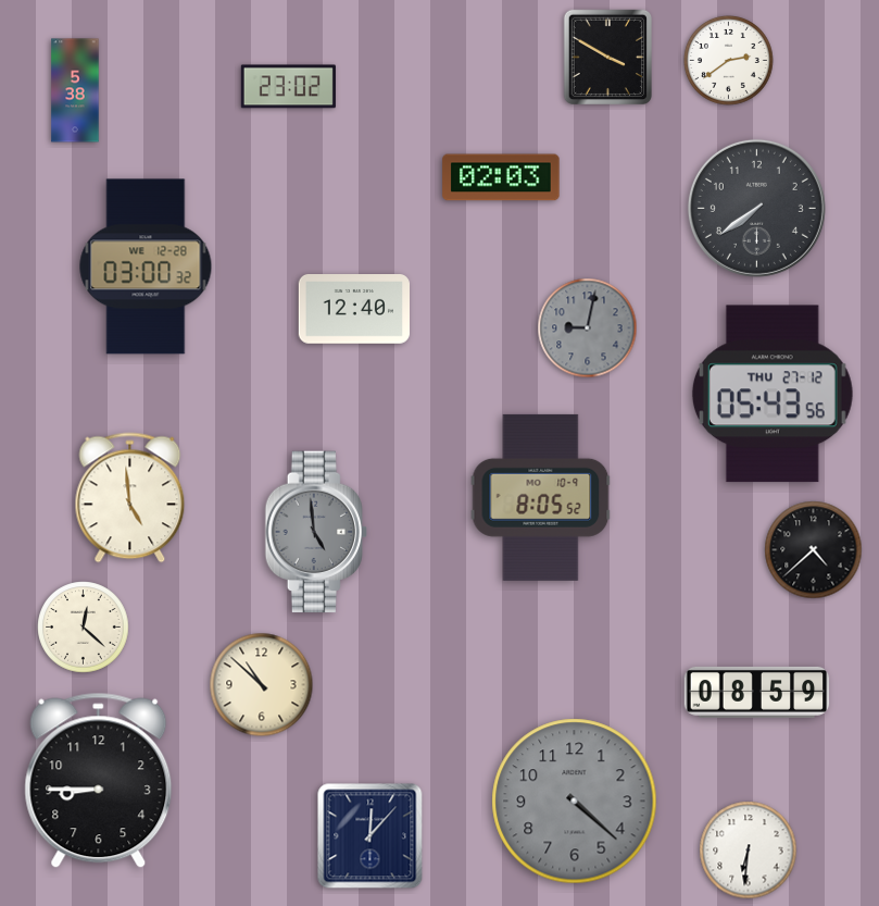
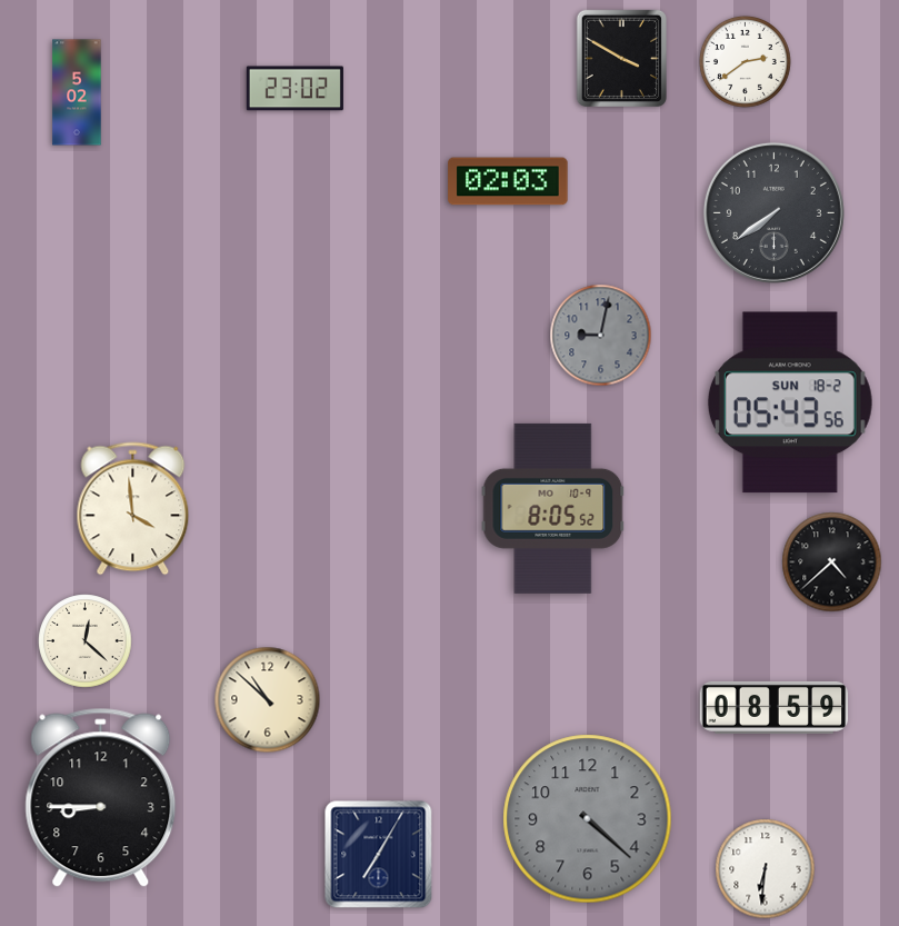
clock at (75, 90): 5:38 -> 5:02
clock at (501, 177) position: (501, 177) -> (508, 181)
clock at (146, 266): 03:00 -> none
clock at (353, 310): 12:40 -> none
clock at (773, 394) date: THU 27-12 -> SUN 18-2
clock at (130, 498): 4:59 -> 3:59
clock at (316, 532): 4:59 -> none
clock at (371, 836): 12:07 -> 7:05
